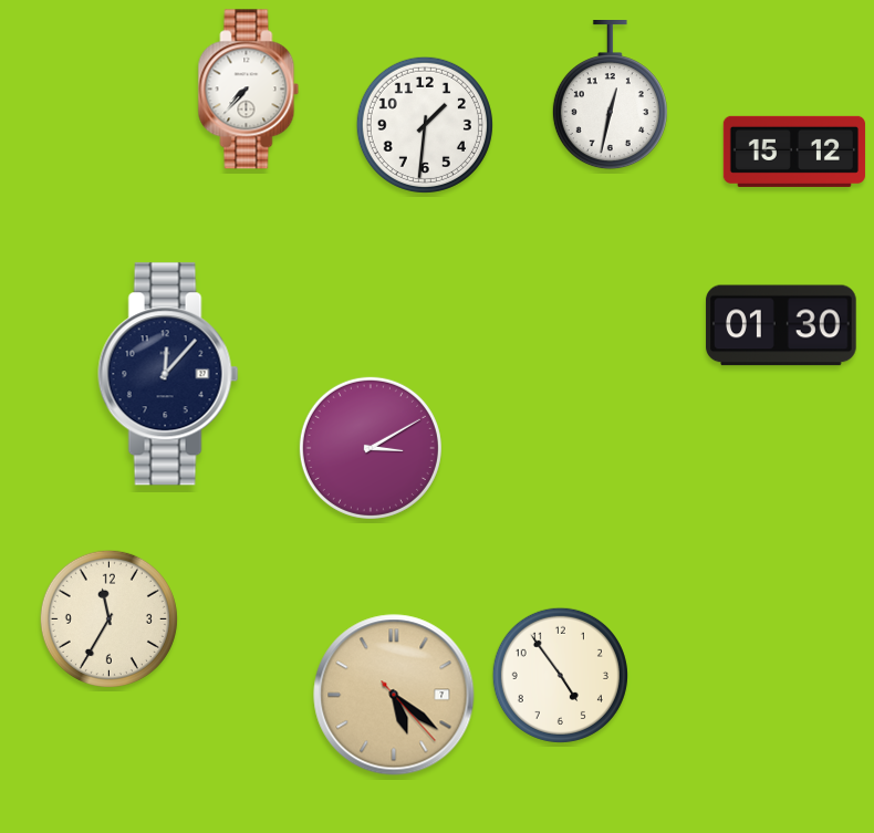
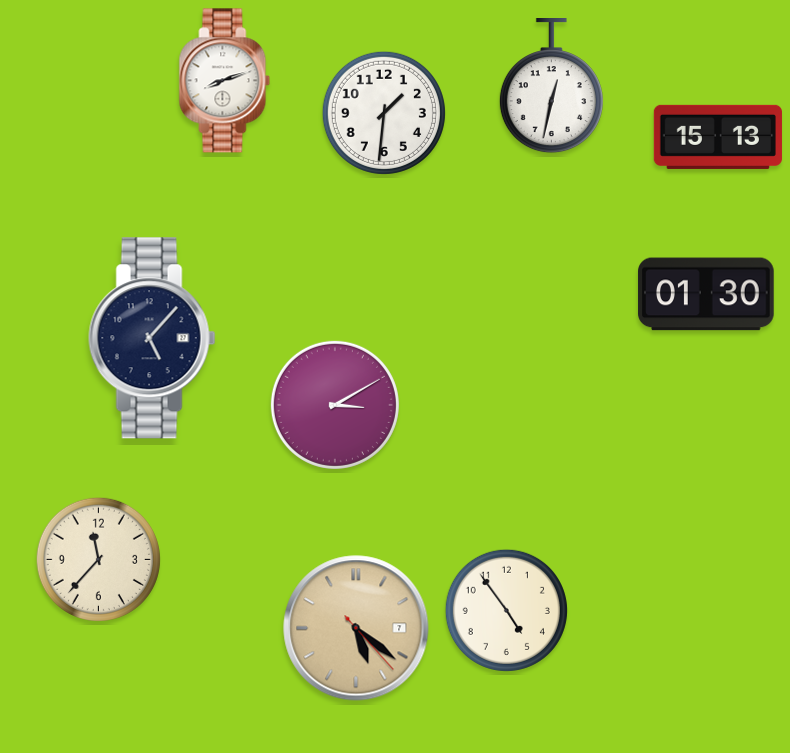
clock at (249, 90): 7:37 -> 8:12
clock at (794, 152): 15:12 -> 15:13
clock at (168, 374): 12:07 -> 5:07
clock at (108, 618): 11:35 -> 11:37
